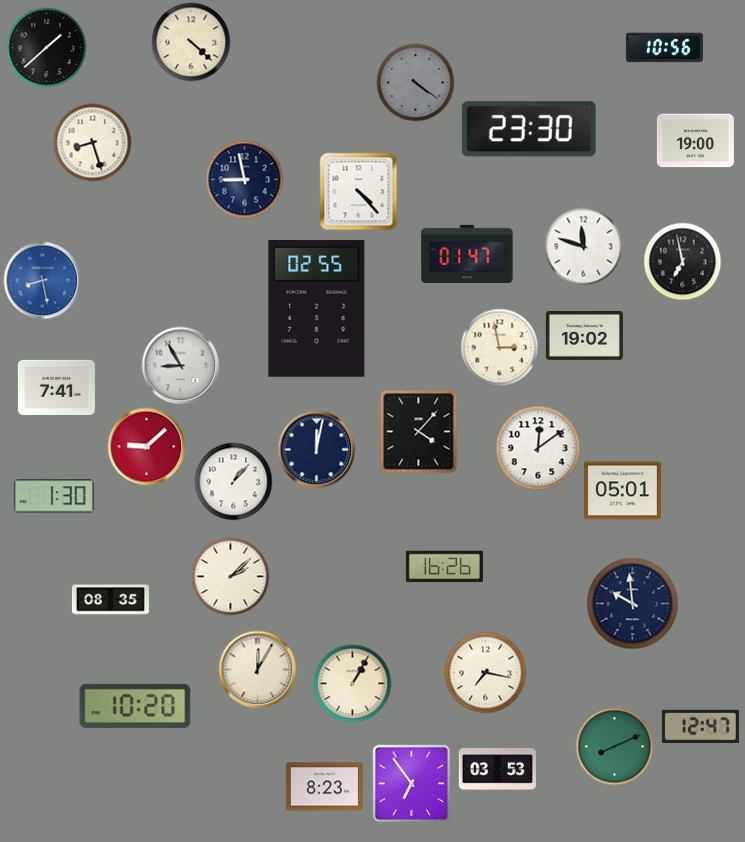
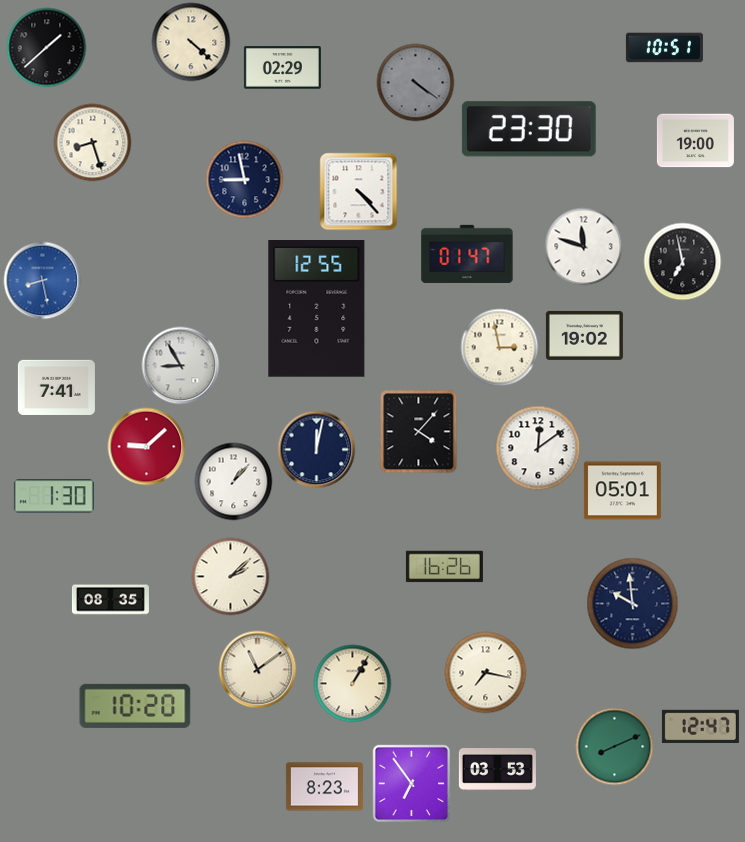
clock at (664, 48): 10:56 -> 10:51
clock at (282, 68): none -> 02:29
clock at (317, 309): 02:55 -> 12:55
clock at (257, 669): 12:05 -> 11:09
